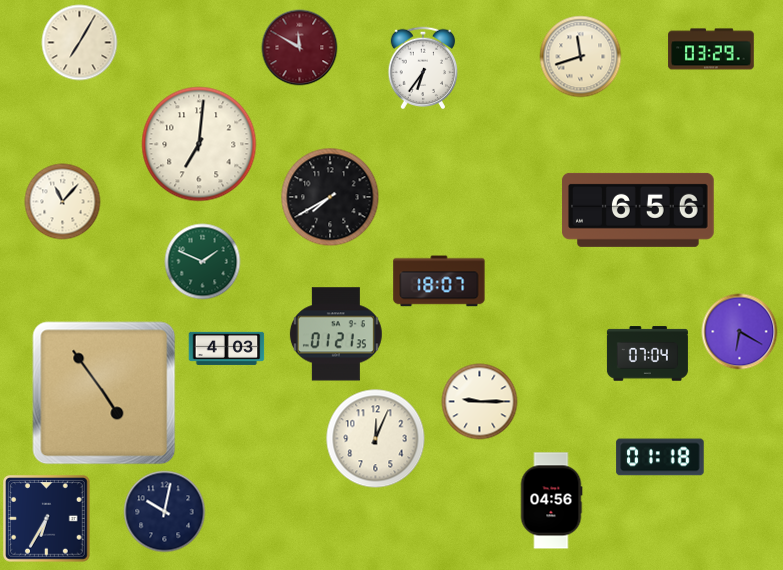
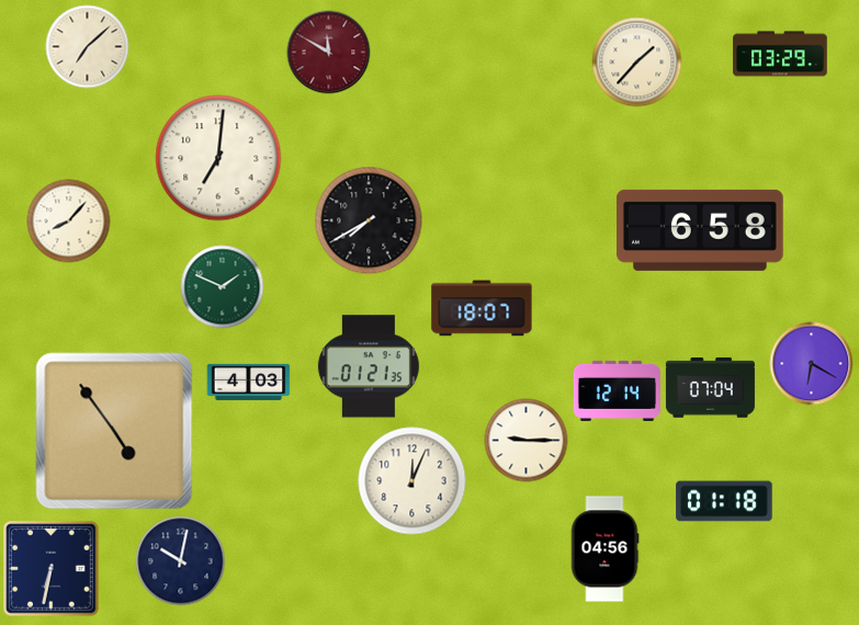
clock at (80, 43): 7:05 -> 7:08
clock at (581, 57): 11:42 -> 1:37
clock at (423, 68): 6:36 -> none
clock at (330, 197) position: (330, 197) -> (369, 220)
clock at (63, 202): 11:07 -> 8:07
clock at (638, 210): 6:56 -> 6:58
clock at (617, 390): none -> 12:14
clock at (47, 519): 6:35 -> 6:32
